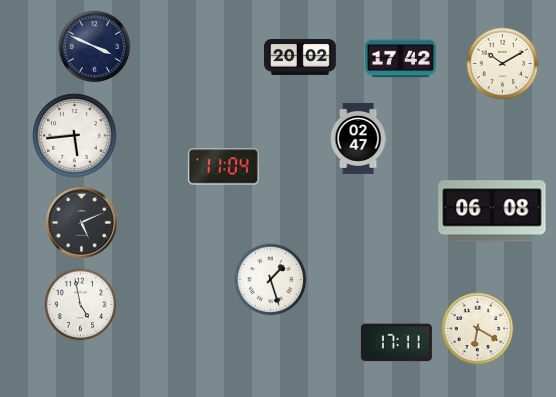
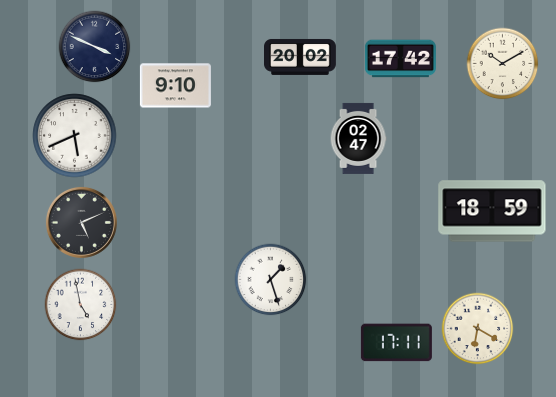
clock at (175, 86): none -> 9:10
clock at (75, 136): 5:44 -> 5:41
clock at (223, 167): 11:04 -> none
clock at (492, 211): 06:08 -> 18:59
